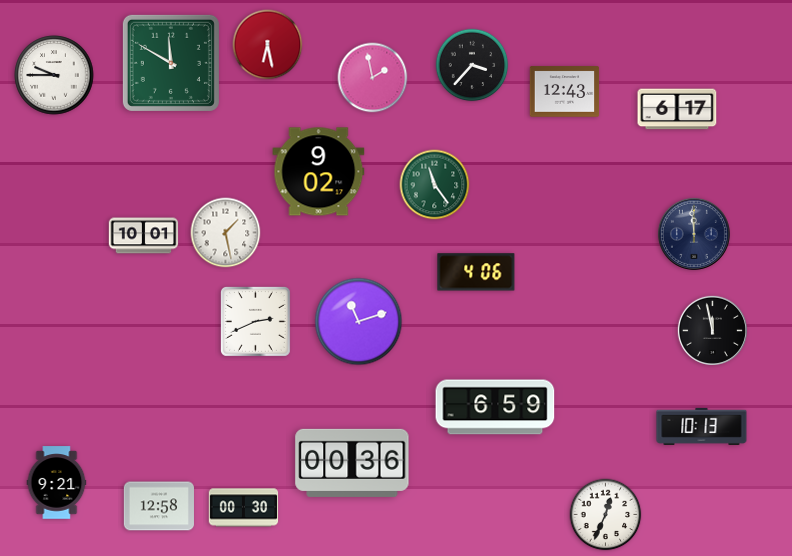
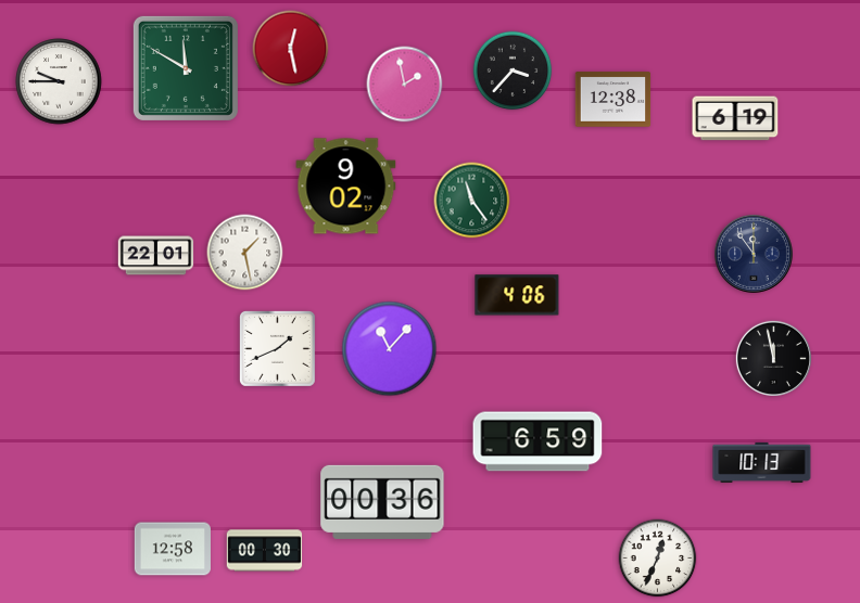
clock at (268, 45): 6:28 -> 12:28
clock at (565, 92): 12:43 -> 12:38
clock at (677, 109): 6:17 -> 6:19
clock at (694, 234): 11:59 -> 11:54
clock at (144, 236): 10:01 -> 22:01
clock at (255, 321): 2:41 -> 1:41
clock at (359, 322): 11:12 -> 11:07
clock at (57, 483): 9:21 -> none
